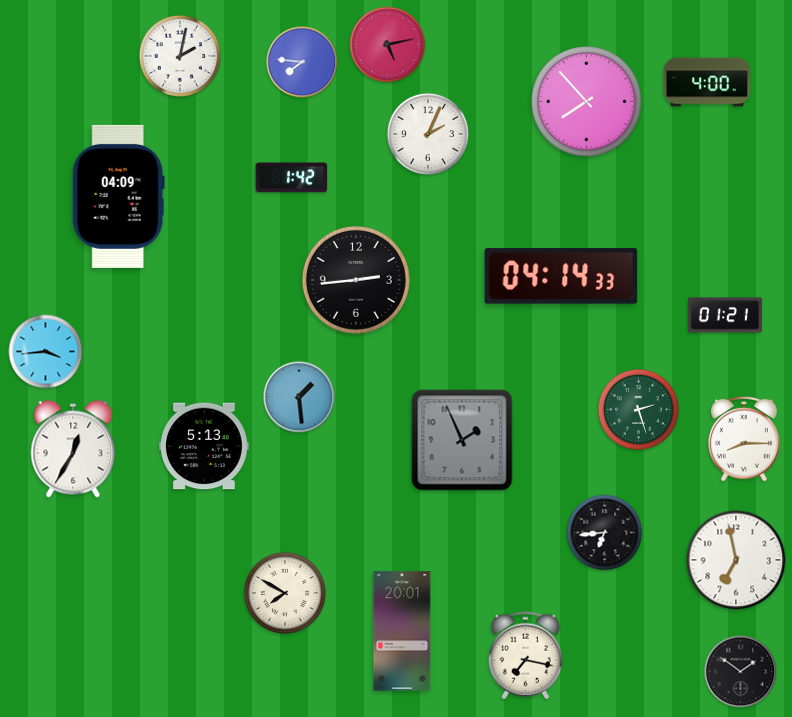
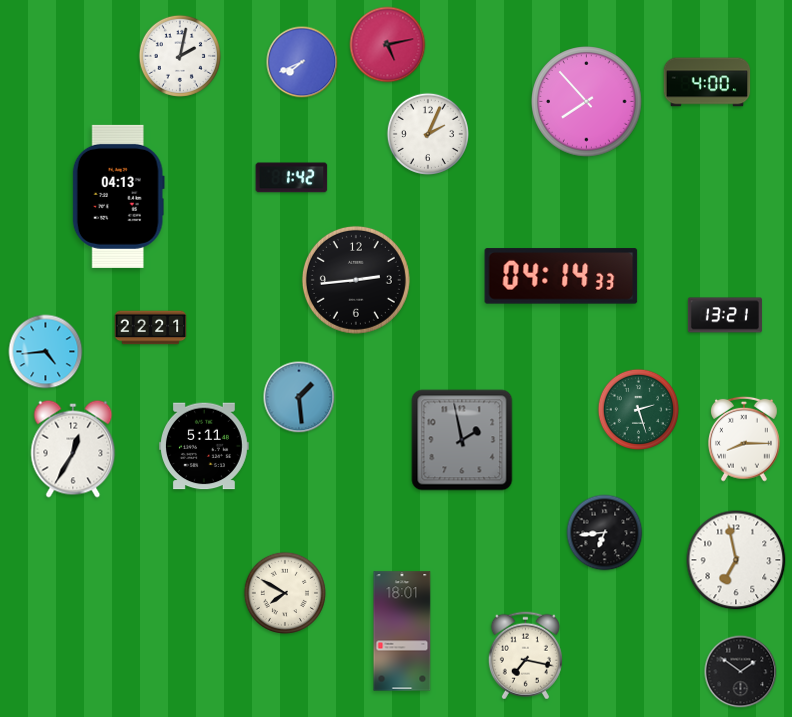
clock at (302, 62): 7:46 -> 7:41
clock at (118, 196): 04:09 -> 04:13
clock at (725, 315): 01:21 -> 13:21
clock at (151, 328): none -> 22:21
clock at (46, 352): 3:44 -> 4:44
clock at (462, 440): 1:56 -> 1:58
clock at (205, 446): 5:13 -> 5:11
clock at (402, 631): 20:01 -> 18:01
